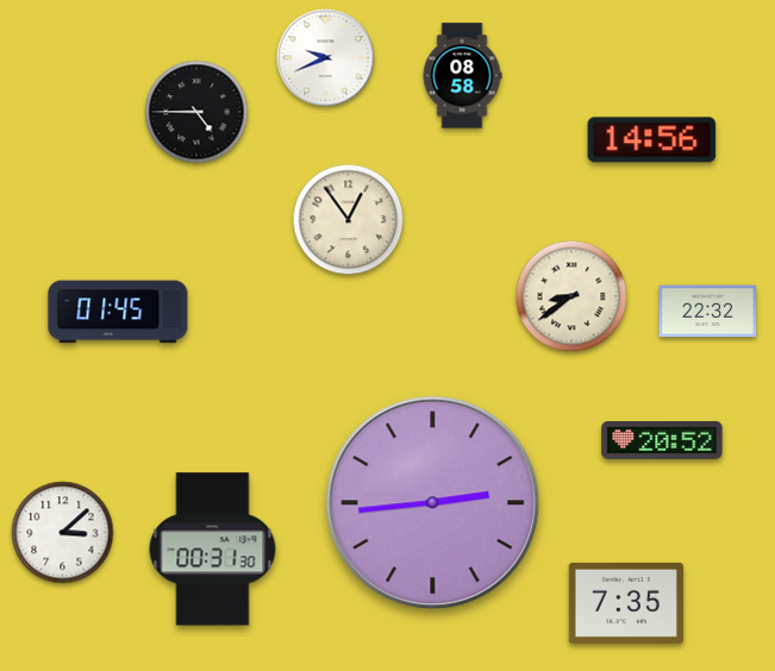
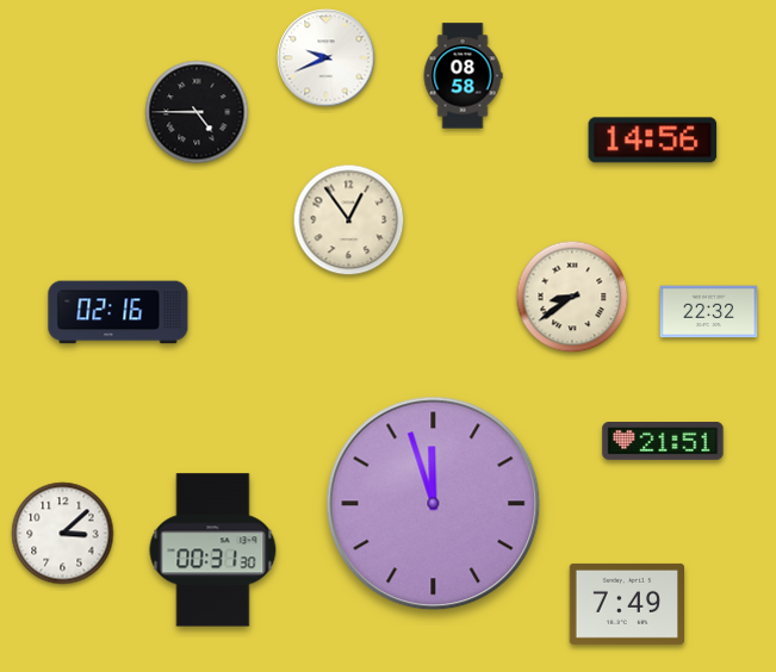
clock at (118, 312): 01:45 -> 02:16
clock at (662, 441): 20:52 -> 21:51
clock at (433, 503): 2:44 -> 11:57
clock at (625, 603): 7:35 -> 7:49
